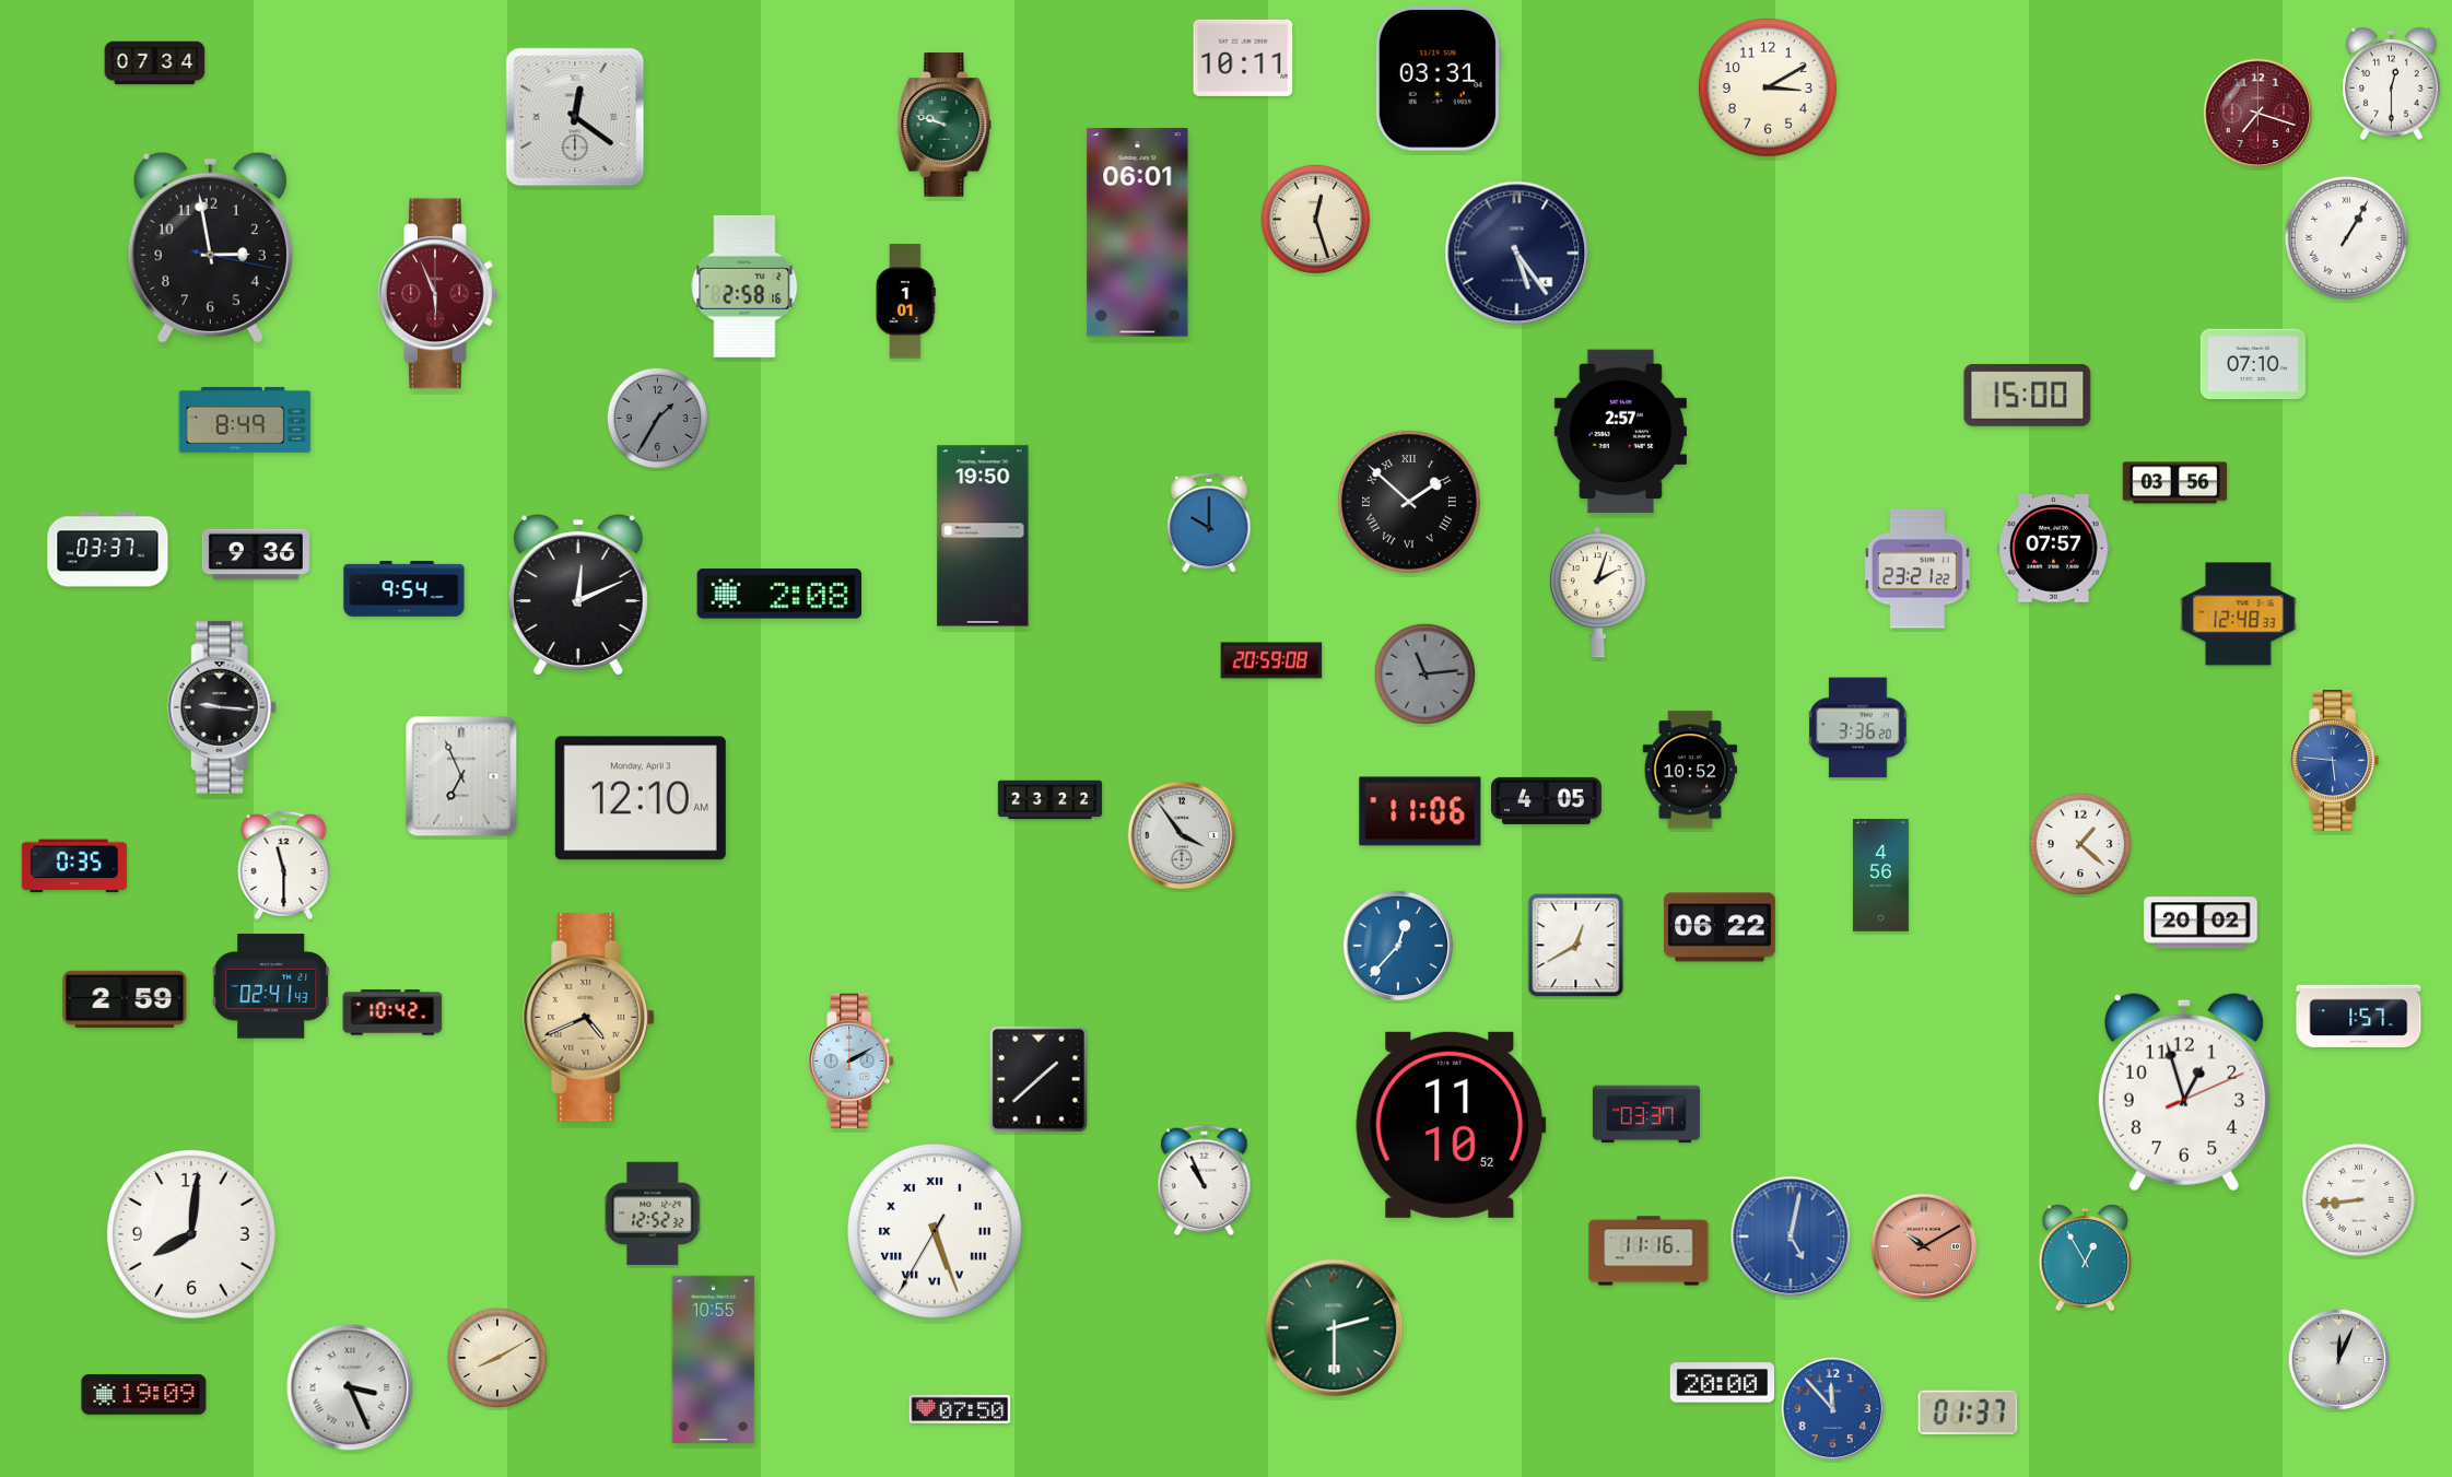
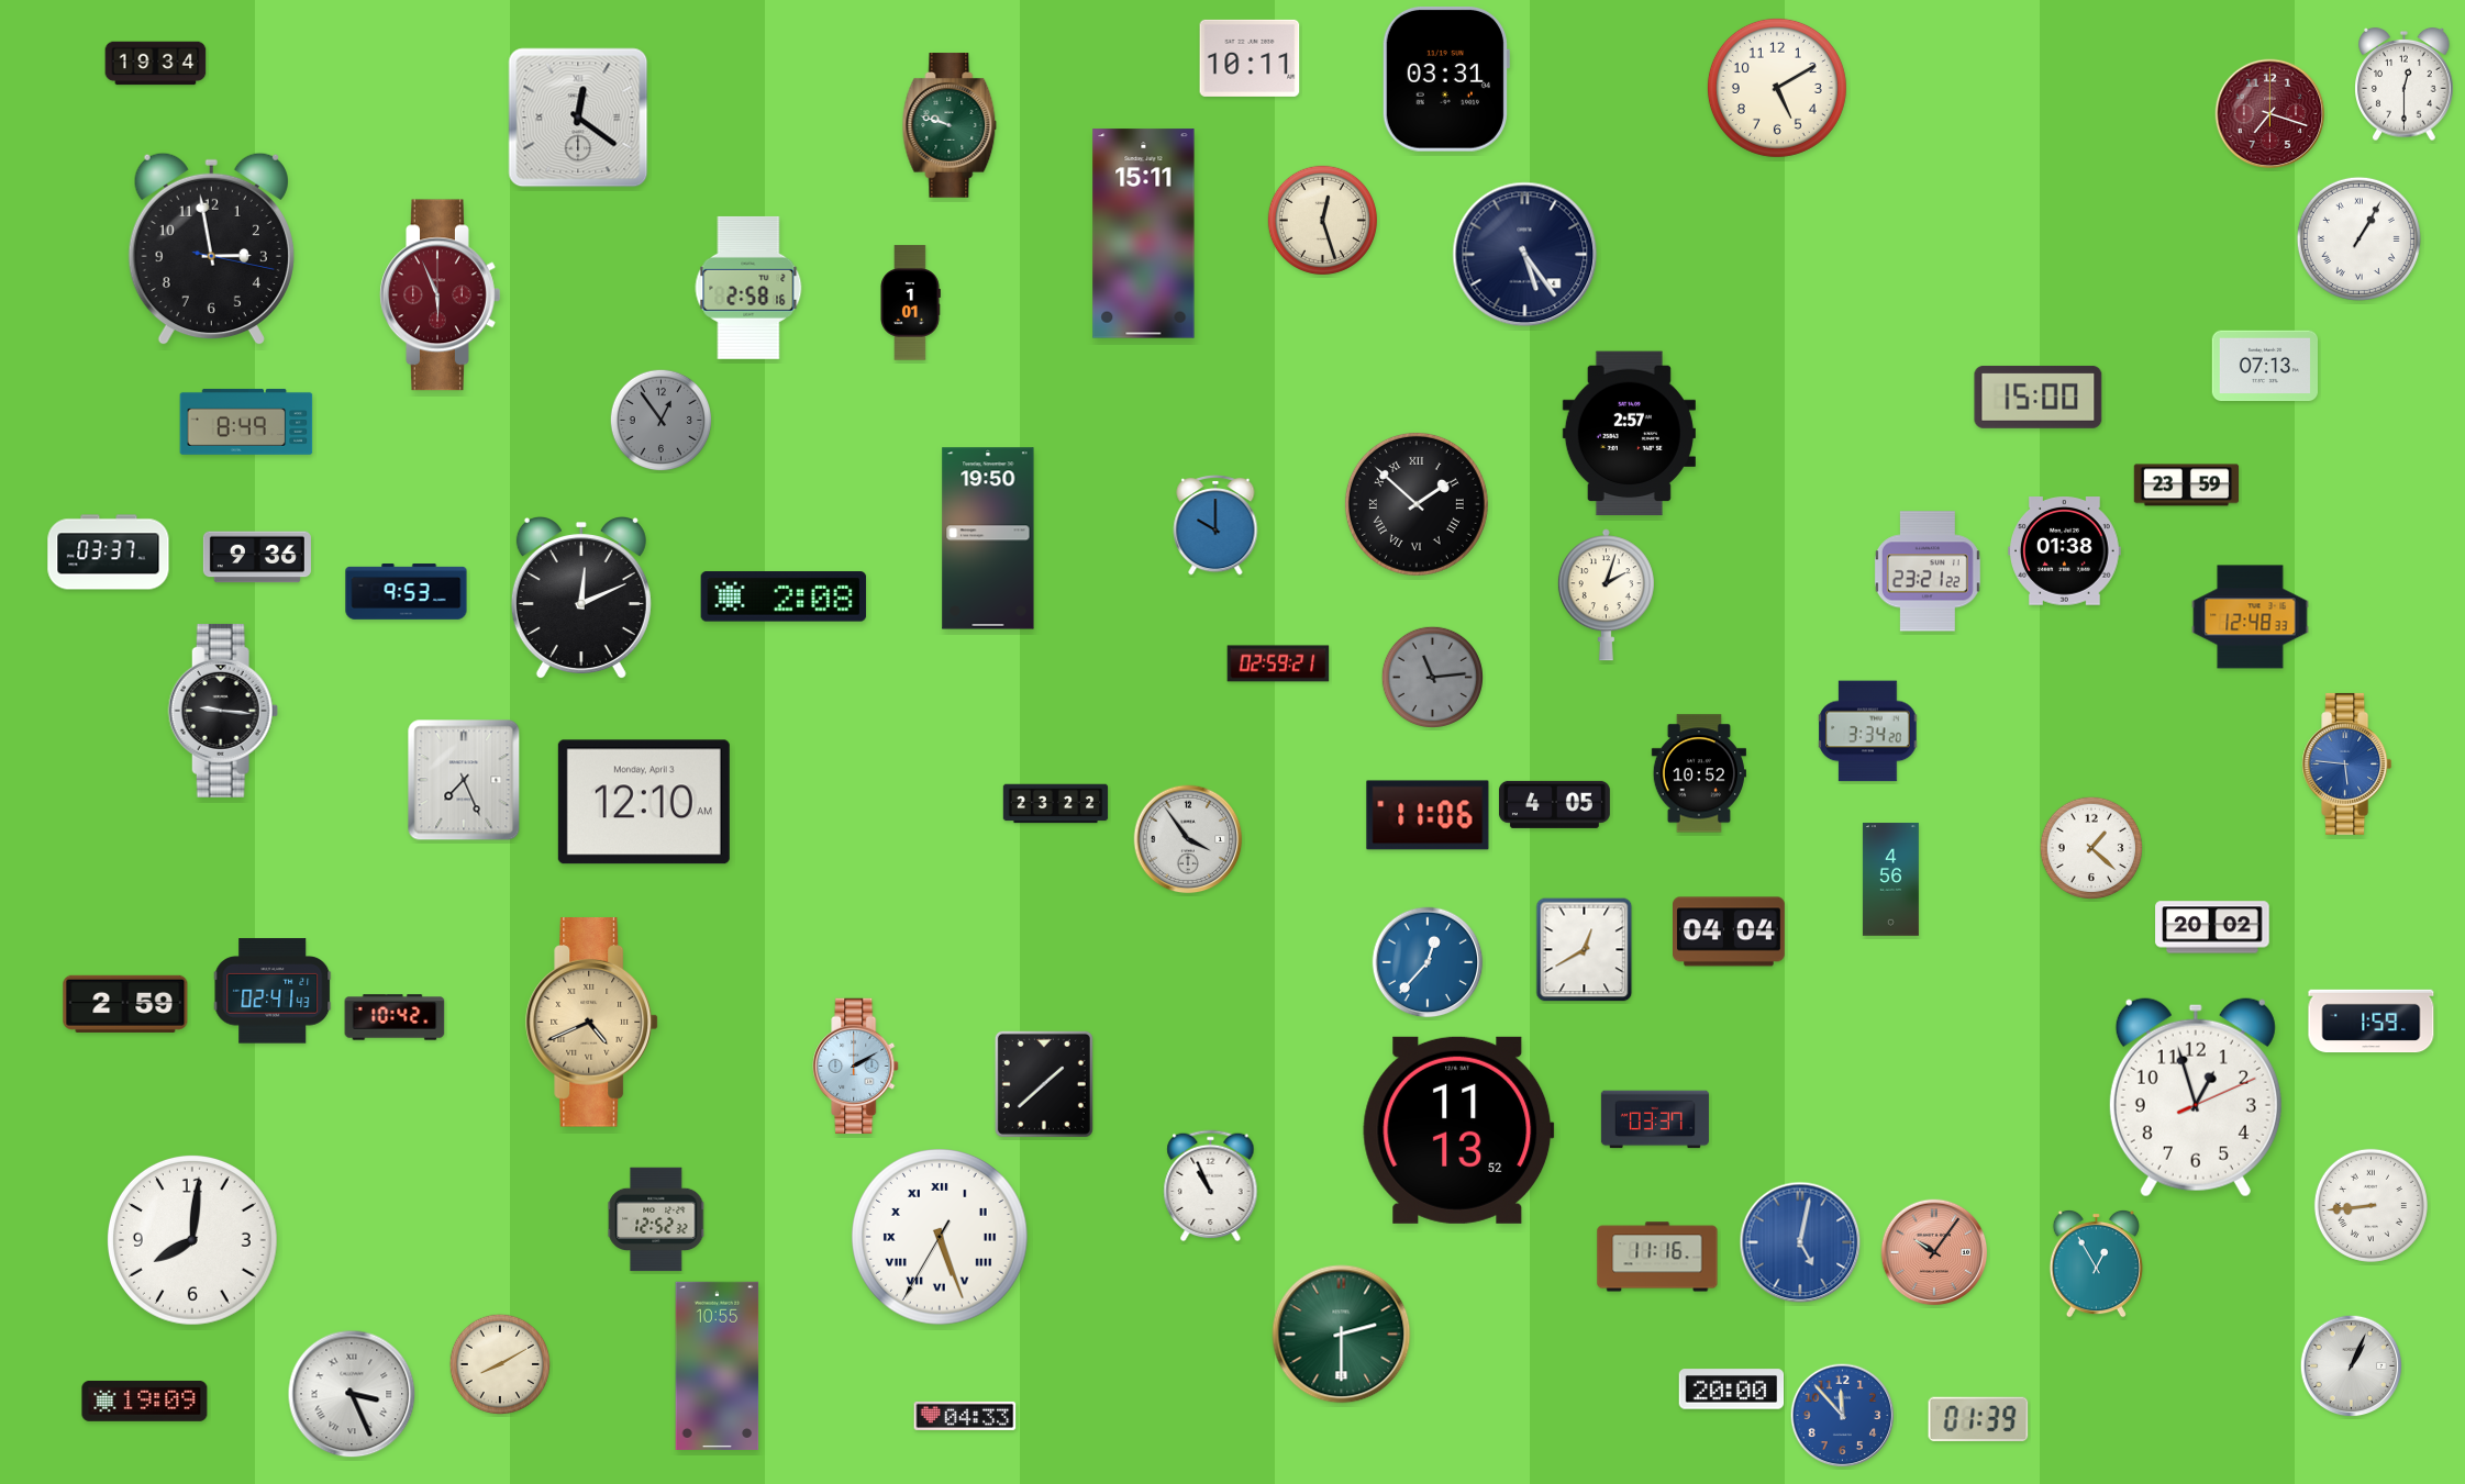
clock at (155, 63): 07:34 -> 19:34
clock at (1768, 87): 3:10 -> 5:10
clock at (1138, 233): 06:01 -> 15:11
clock at (2252, 364): 07:10 -> 07:13
clock at (658, 419): 1:35 -> 12:54
clock at (2175, 483): 03:56 -> 23:59
clock at (2054, 549): 07:57 -> 01:38
clock at (404, 589): 9:54 -> 9:53
clock at (1271, 660): 20:59 -> 02:59
clock at (1858, 728): 3:36 -> 3:34
clock at (461, 776): 6:56 -> 7:26
clock at (284, 865): 11:30 -> none
clock at (74, 866): 0:35 -> none
clock at (1721, 927): 06:22 -> 04:04
clock at (1398, 946) position: (1398, 946) -> (1428, 962)
clock at (2359, 1017): 1:57 -> 1:59
clock at (1451, 1125): 11:10 -> 11:13
clock at (1924, 1246): 10:10 -> 10:06
clock at (2339, 1360): 12:04 -> 1:04
clock at (960, 1409): 07:50 -> 04:33
clock at (1968, 1412): 01:37 -> 01:39
